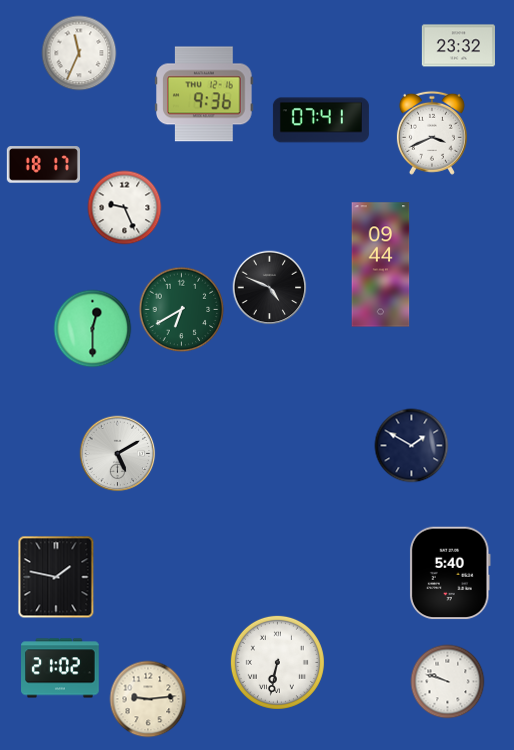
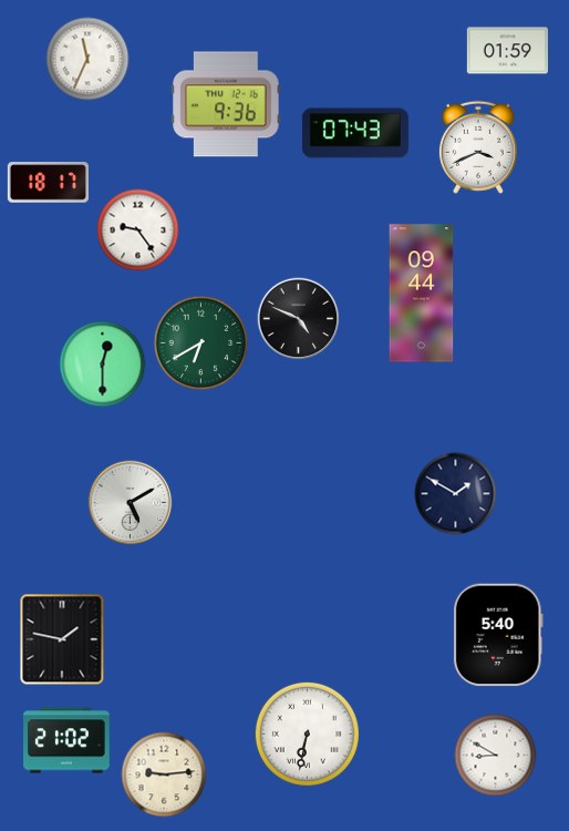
clock at (458, 46): 23:32 -> 01:59
clock at (321, 120): 07:41 -> 07:43
clock at (125, 208): 9:26 -> 9:24
clock at (448, 682): 9:48 -> 8:50
